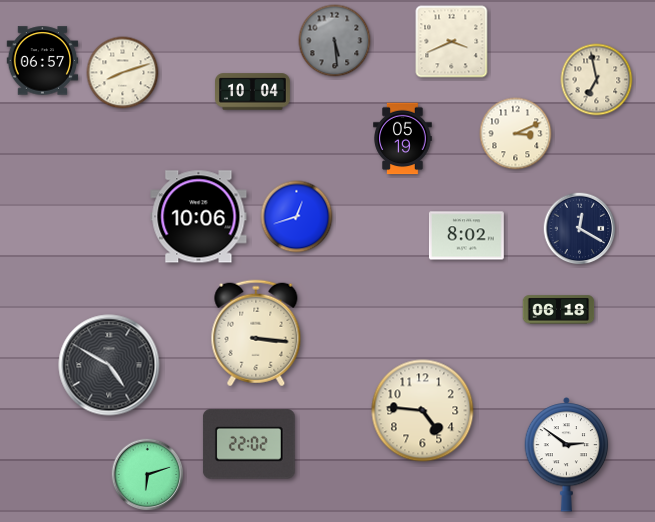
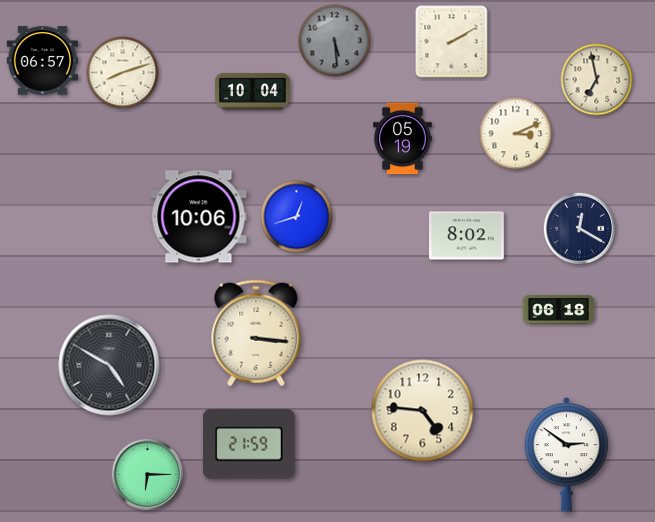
clock at (452, 42): 3:41 -> 2:10
clock at (249, 444): 22:02 -> 21:59
clock at (148, 475): 6:12 -> 6:15
